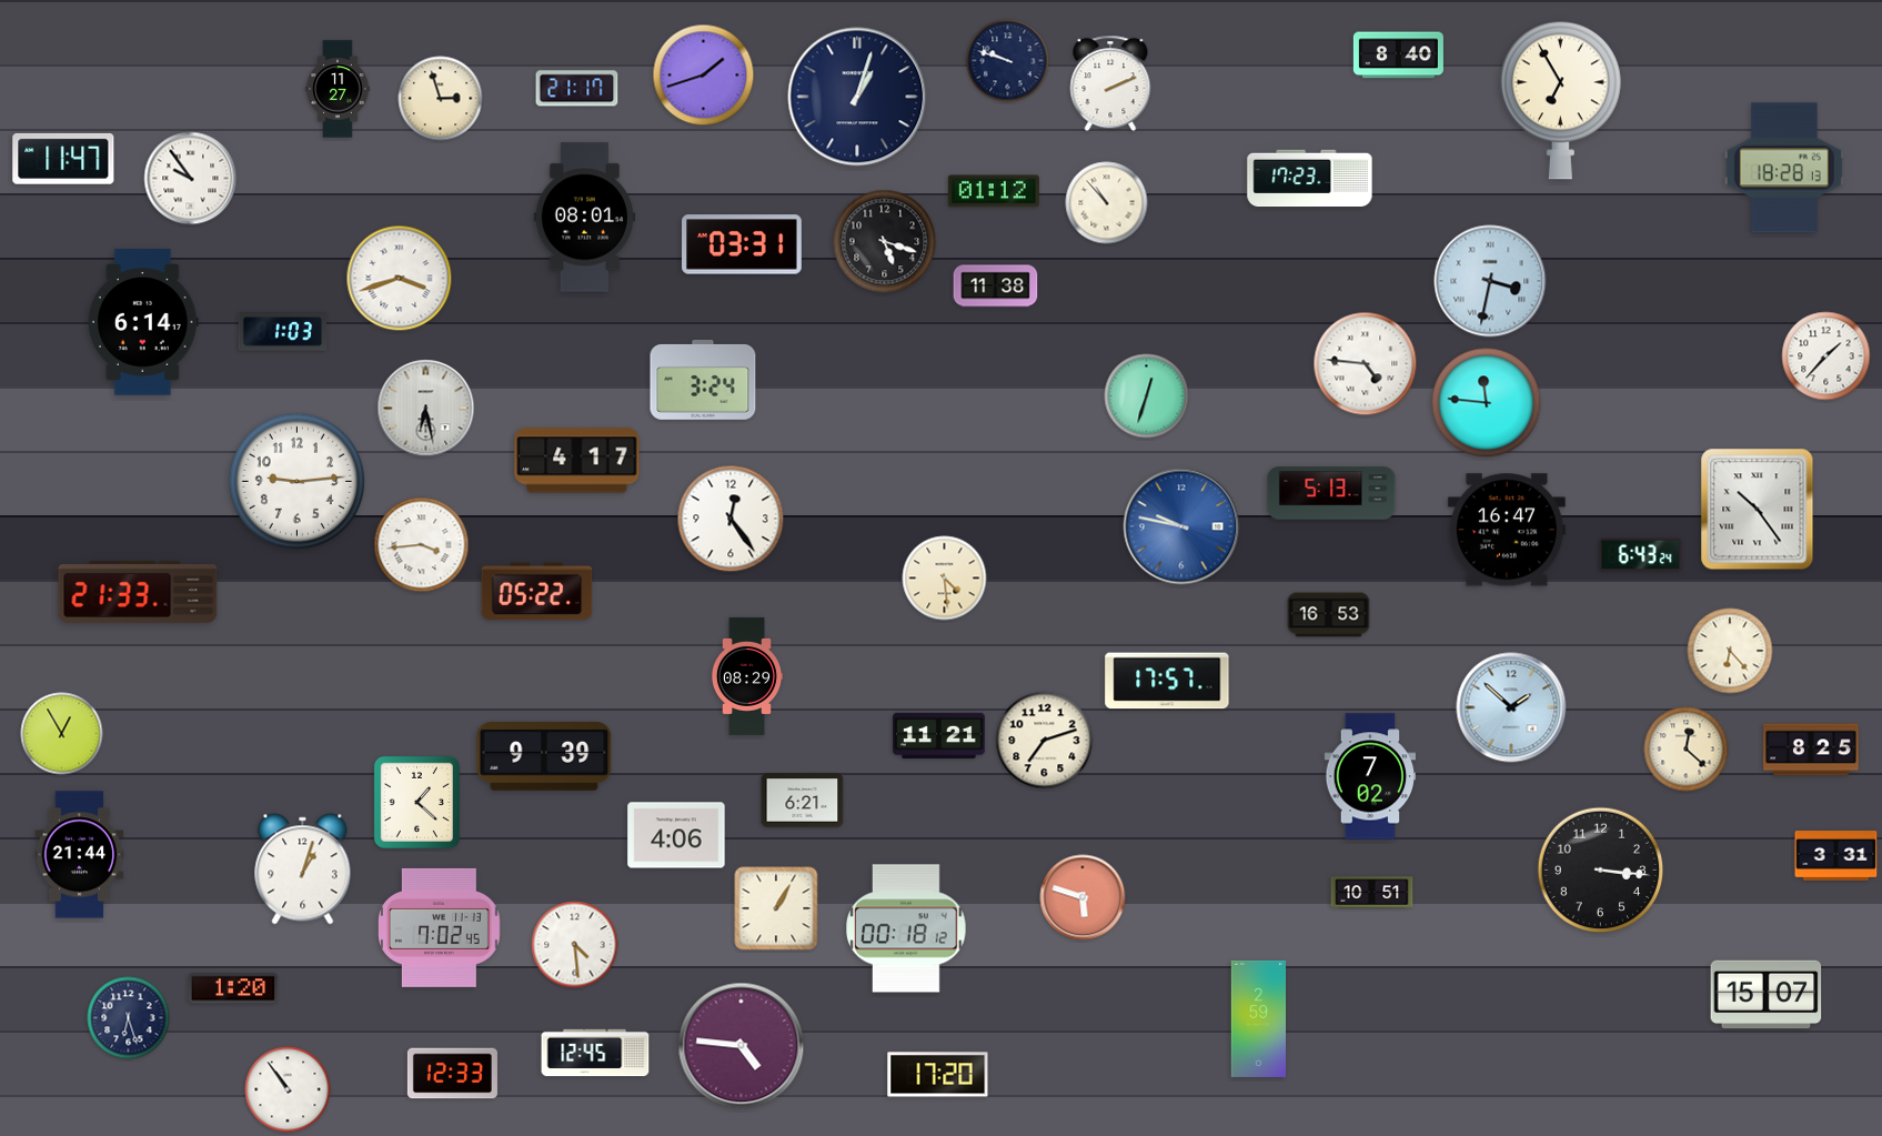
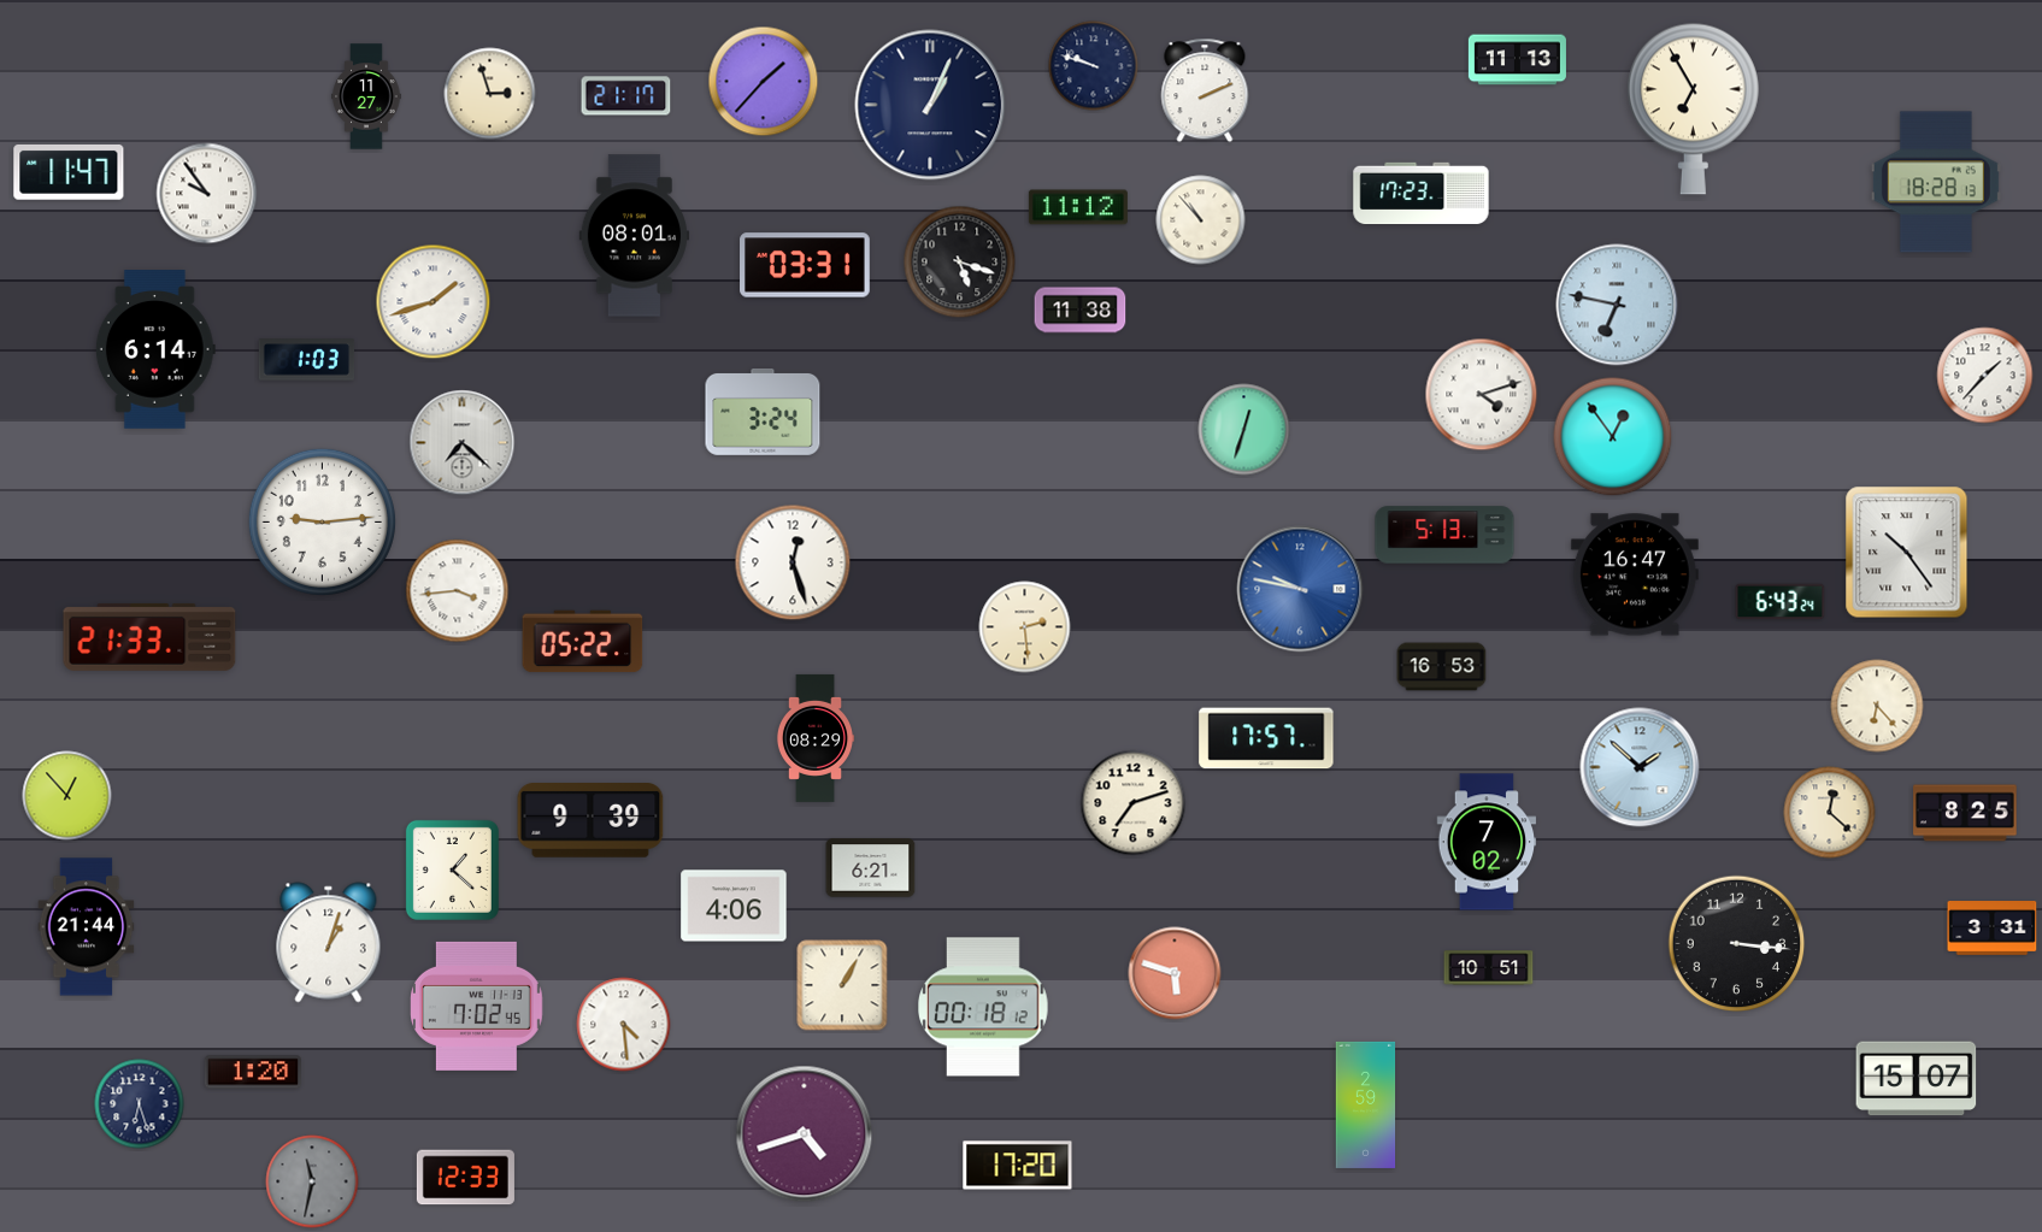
clock at (1398, 56): 8:40 -> 11:13
clock at (704, 76): 1:42 -> 1:37
clock at (857, 97): 1:03 -> 1:04
clock at (441, 99) position: (441, 99) -> (490, 94)
clock at (994, 191): 01:12 -> 11:12
clock at (400, 279): 3:42 -> 1:42
clock at (1490, 281): 3:32 -> 6:47
clock at (1826, 356) position: (1826, 356) -> (1985, 376)
clock at (1366, 364): 4:46 -> 4:12
clock at (1487, 403): 11:46 -> 12:54
clock at (426, 409): 6:28 -> 7:22
clock at (577, 461): 4:17 -> none
clock at (731, 519): 12:24 -> 12:27
clock at (1181, 526) position: (1181, 526) -> (1300, 589)
clock at (945, 579): 4:29 -> 2:29
clock at (138, 592) position: (138, 592) -> (149, 637)
clock at (746, 676) position: (746, 676) -> (814, 738)
clock at (62, 734): 12:55 -> 12:53
clock at (938, 736): 11:21 -> none
clock at (742, 1046): 4:46 -> 4:42
clock at (595, 1053): 12:45 -> none
clock at (452, 1074) position: (452, 1074) -> (465, 1178)
clock at (288, 1089): 10:54 -> 11:32
clock at (288, 1089) dial: white -> grey
